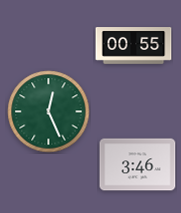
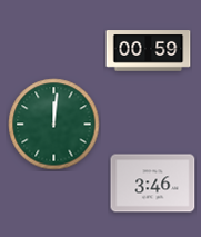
clock at (134, 46): 00:55 -> 00:59
clock at (49, 112): 12:26 -> 12:01
